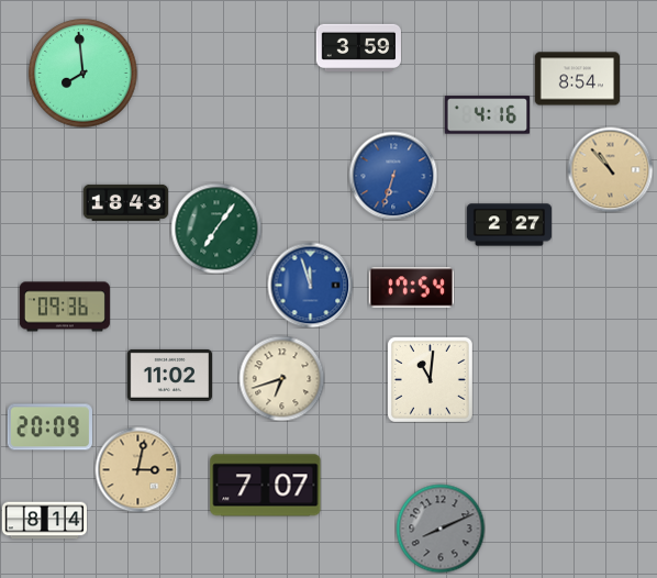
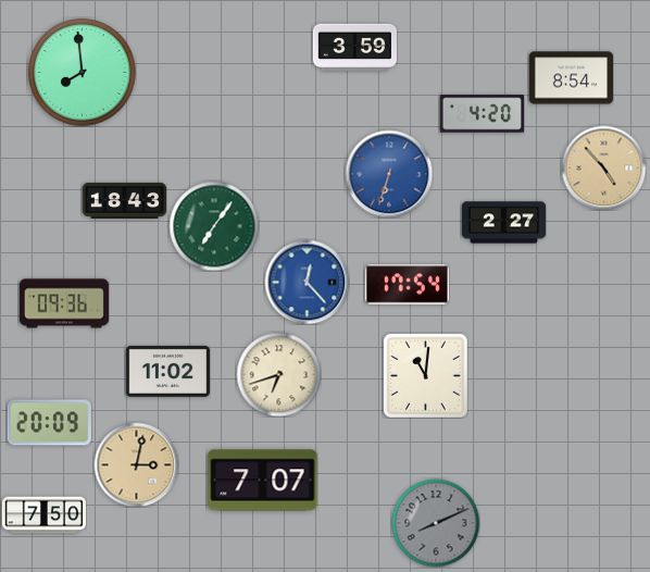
clock at (487, 115): 4:16 -> 4:20
clock at (610, 169): 10:53 -> 4:53
clock at (310, 285): 11:57 -> 12:23
clock at (44, 521): 8:14 -> 7:50
